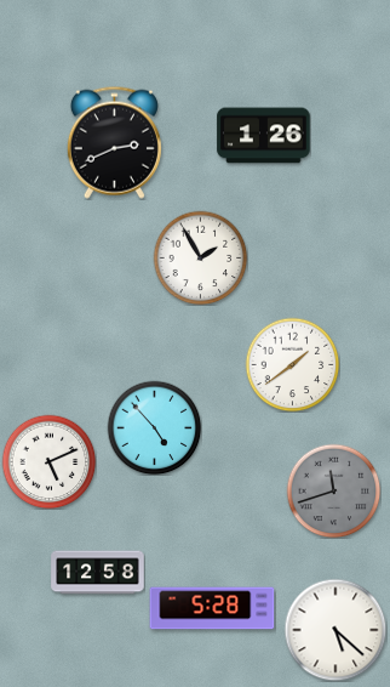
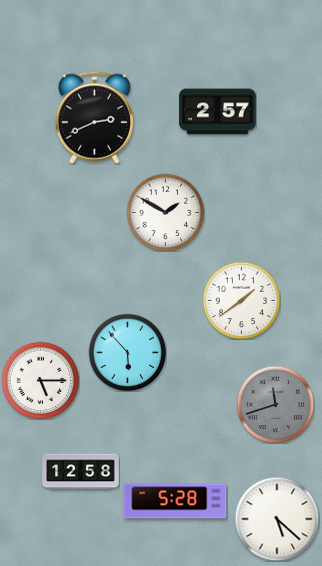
clock at (264, 136): 1:26 -> 2:57
clock at (200, 257): 1:55 -> 1:50
clock at (154, 427): 4:53 -> 5:53
clock at (48, 461): 5:11 -> 5:15
